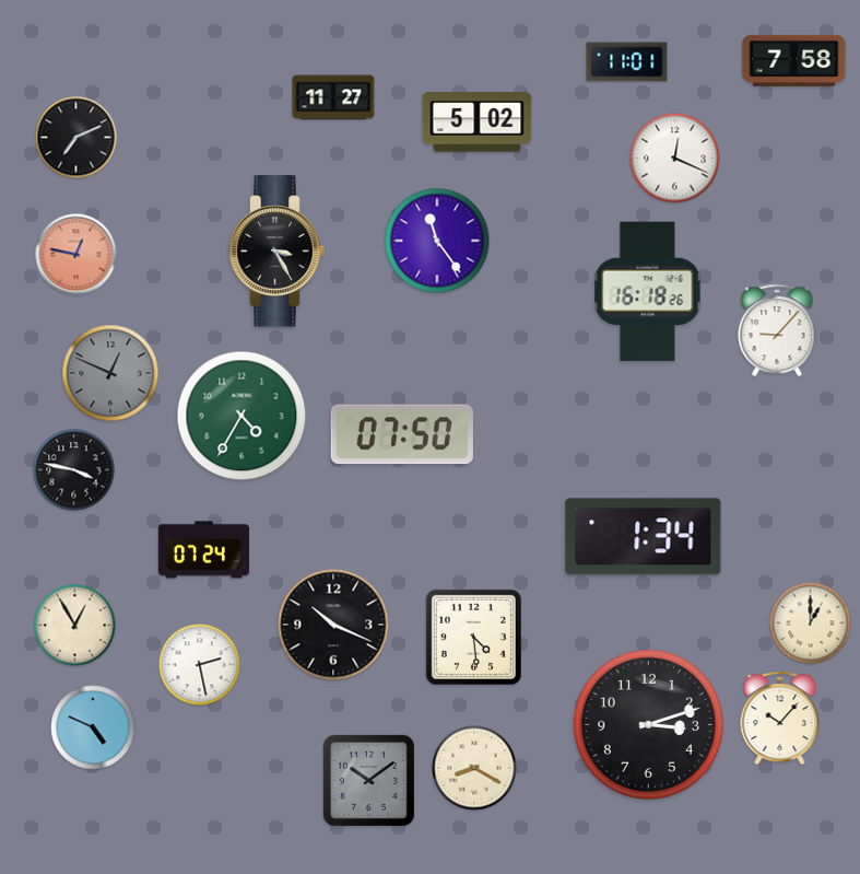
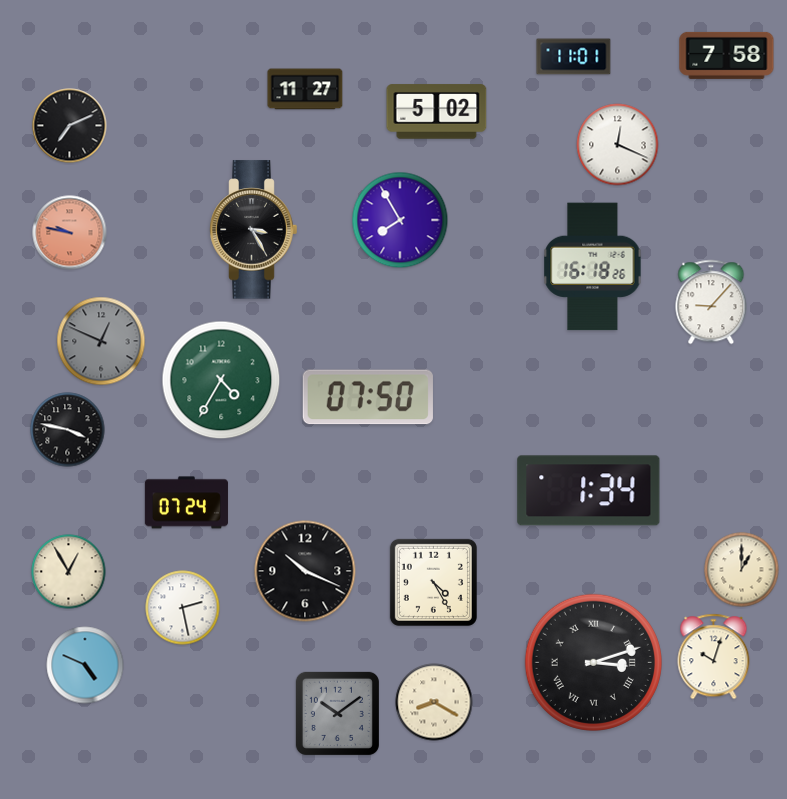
clock at (437, 241): 11:24 -> 7:55
clock at (76, 255): 12:47 -> 9:47
clock at (473, 637): 4:29 -> 4:25
clock at (780, 719): 10:07 -> 10:03
clock at (648, 724) numerals: Arabic -> Roman
